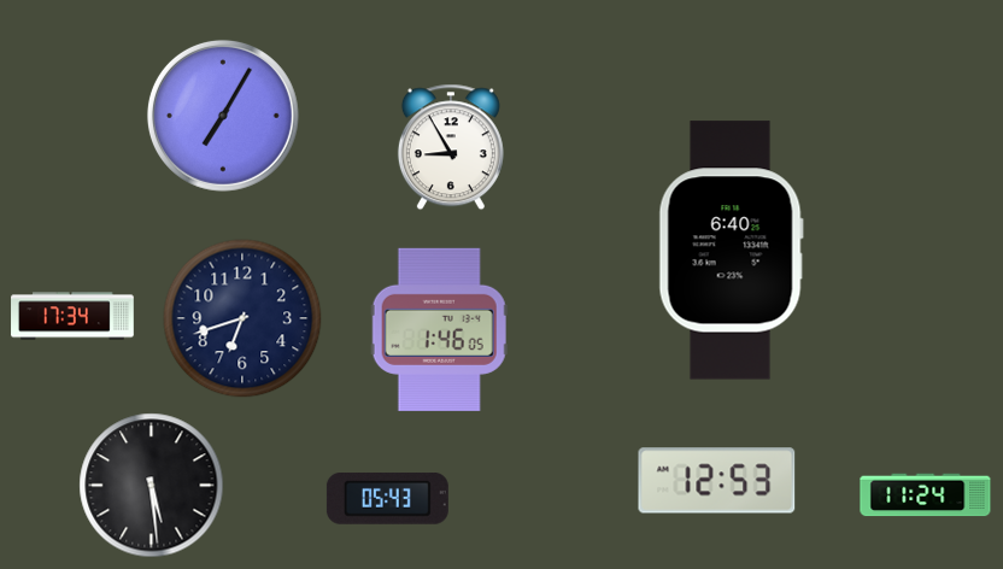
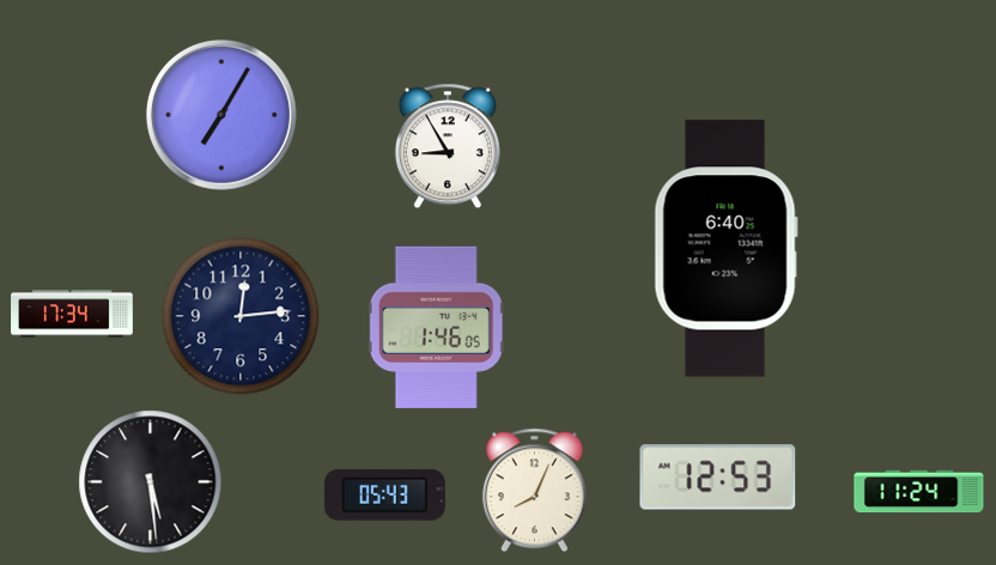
clock at (242, 318): 6:42 -> 12:14
clock at (717, 481) position: (717, 481) -> (718, 478)
clock at (534, 491): none -> 8:04
